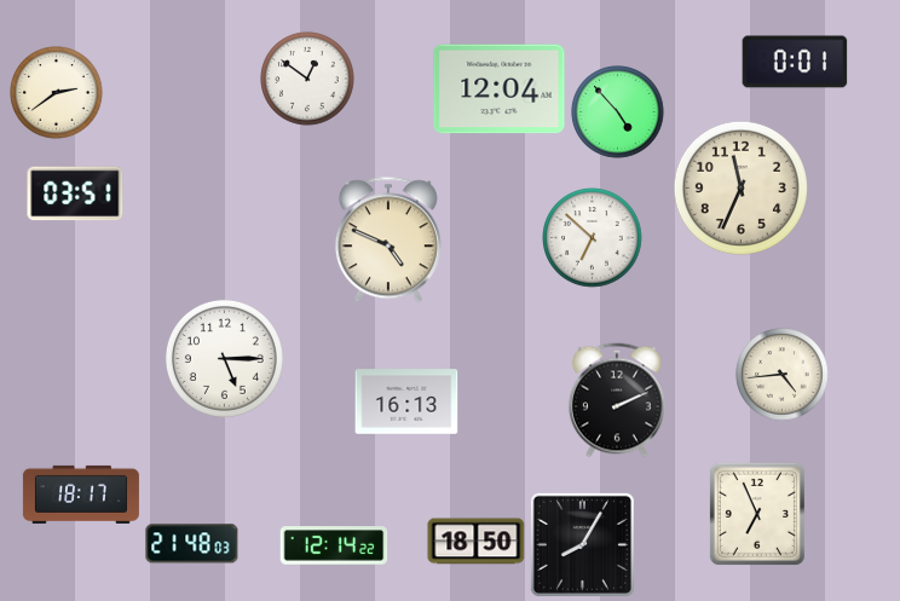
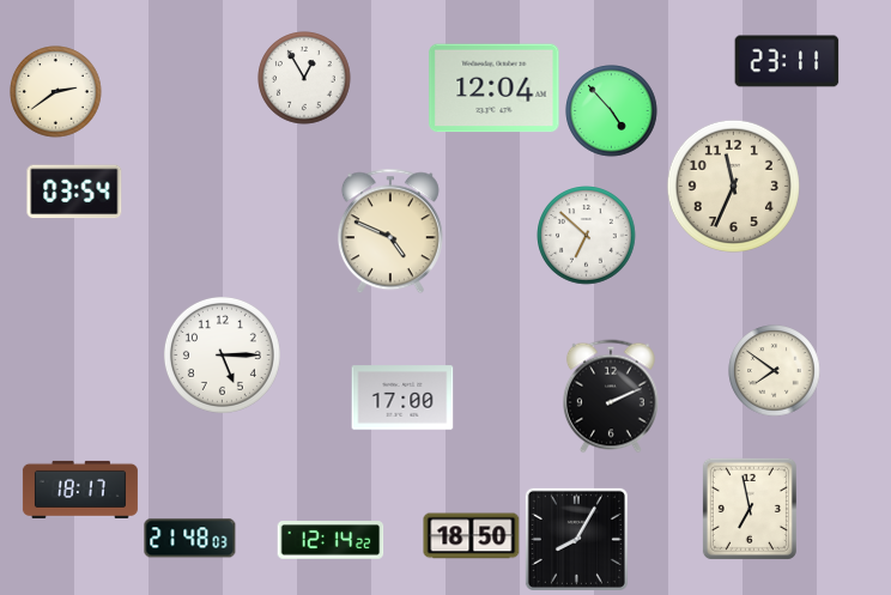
clock at (795, 62): 0:01 -> 23:11
clock at (307, 79): 12:51 -> 12:55
clock at (75, 193): 03:51 -> 03:54
clock at (388, 239) position: (388, 239) -> (390, 231)
clock at (783, 375): 4:44 -> 7:51
clock at (406, 401): 16:13 -> 17:00
clock at (757, 514): 6:56 -> 6:58
